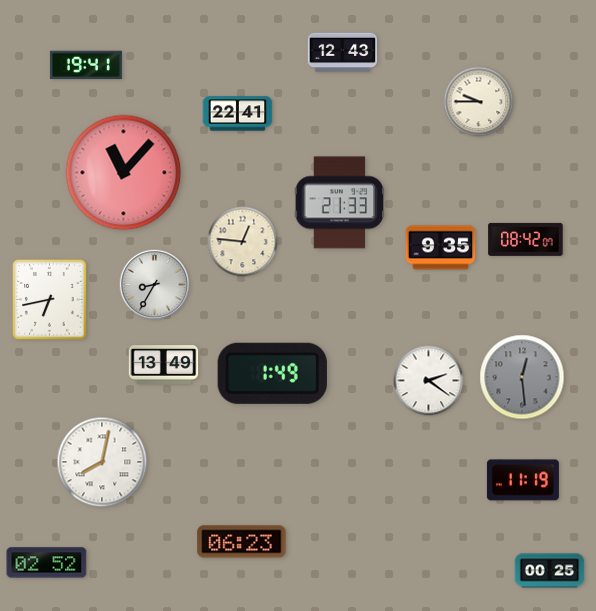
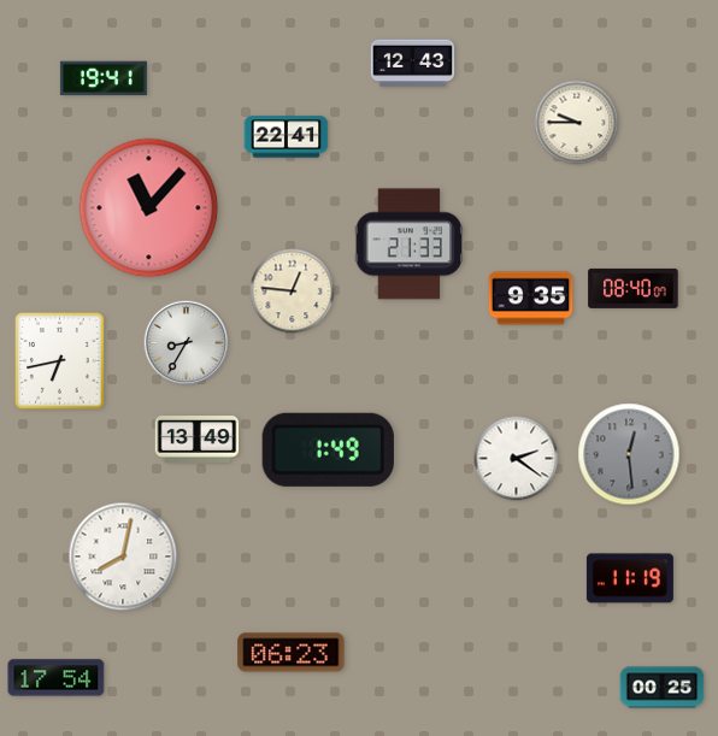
clock at (526, 239): 08:42 -> 08:40
clock at (47, 563): 02:52 -> 17:54
